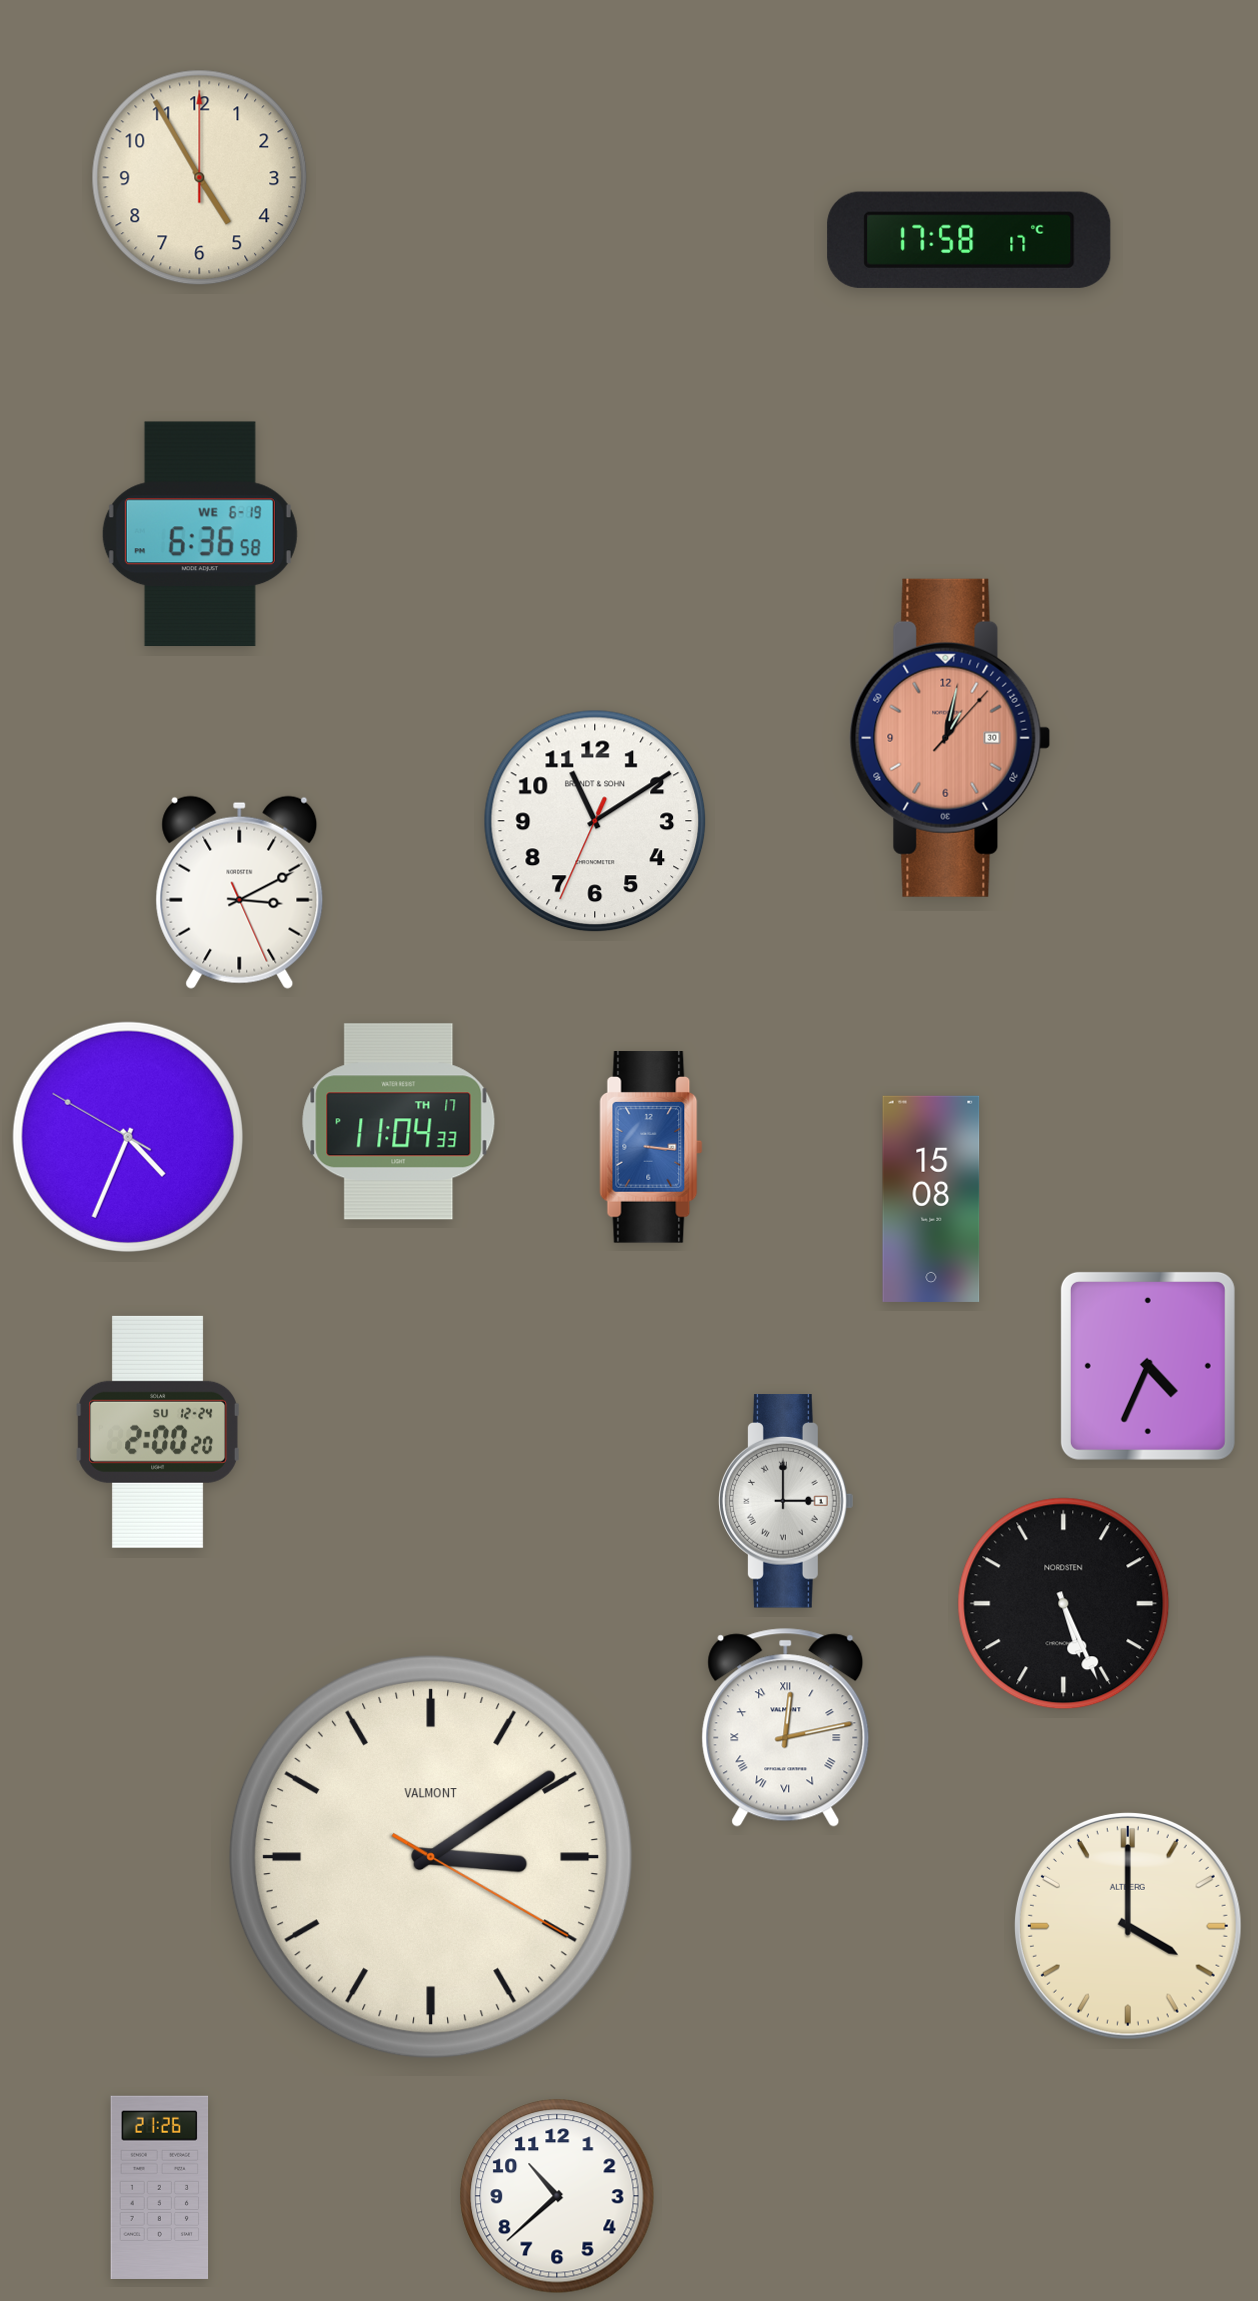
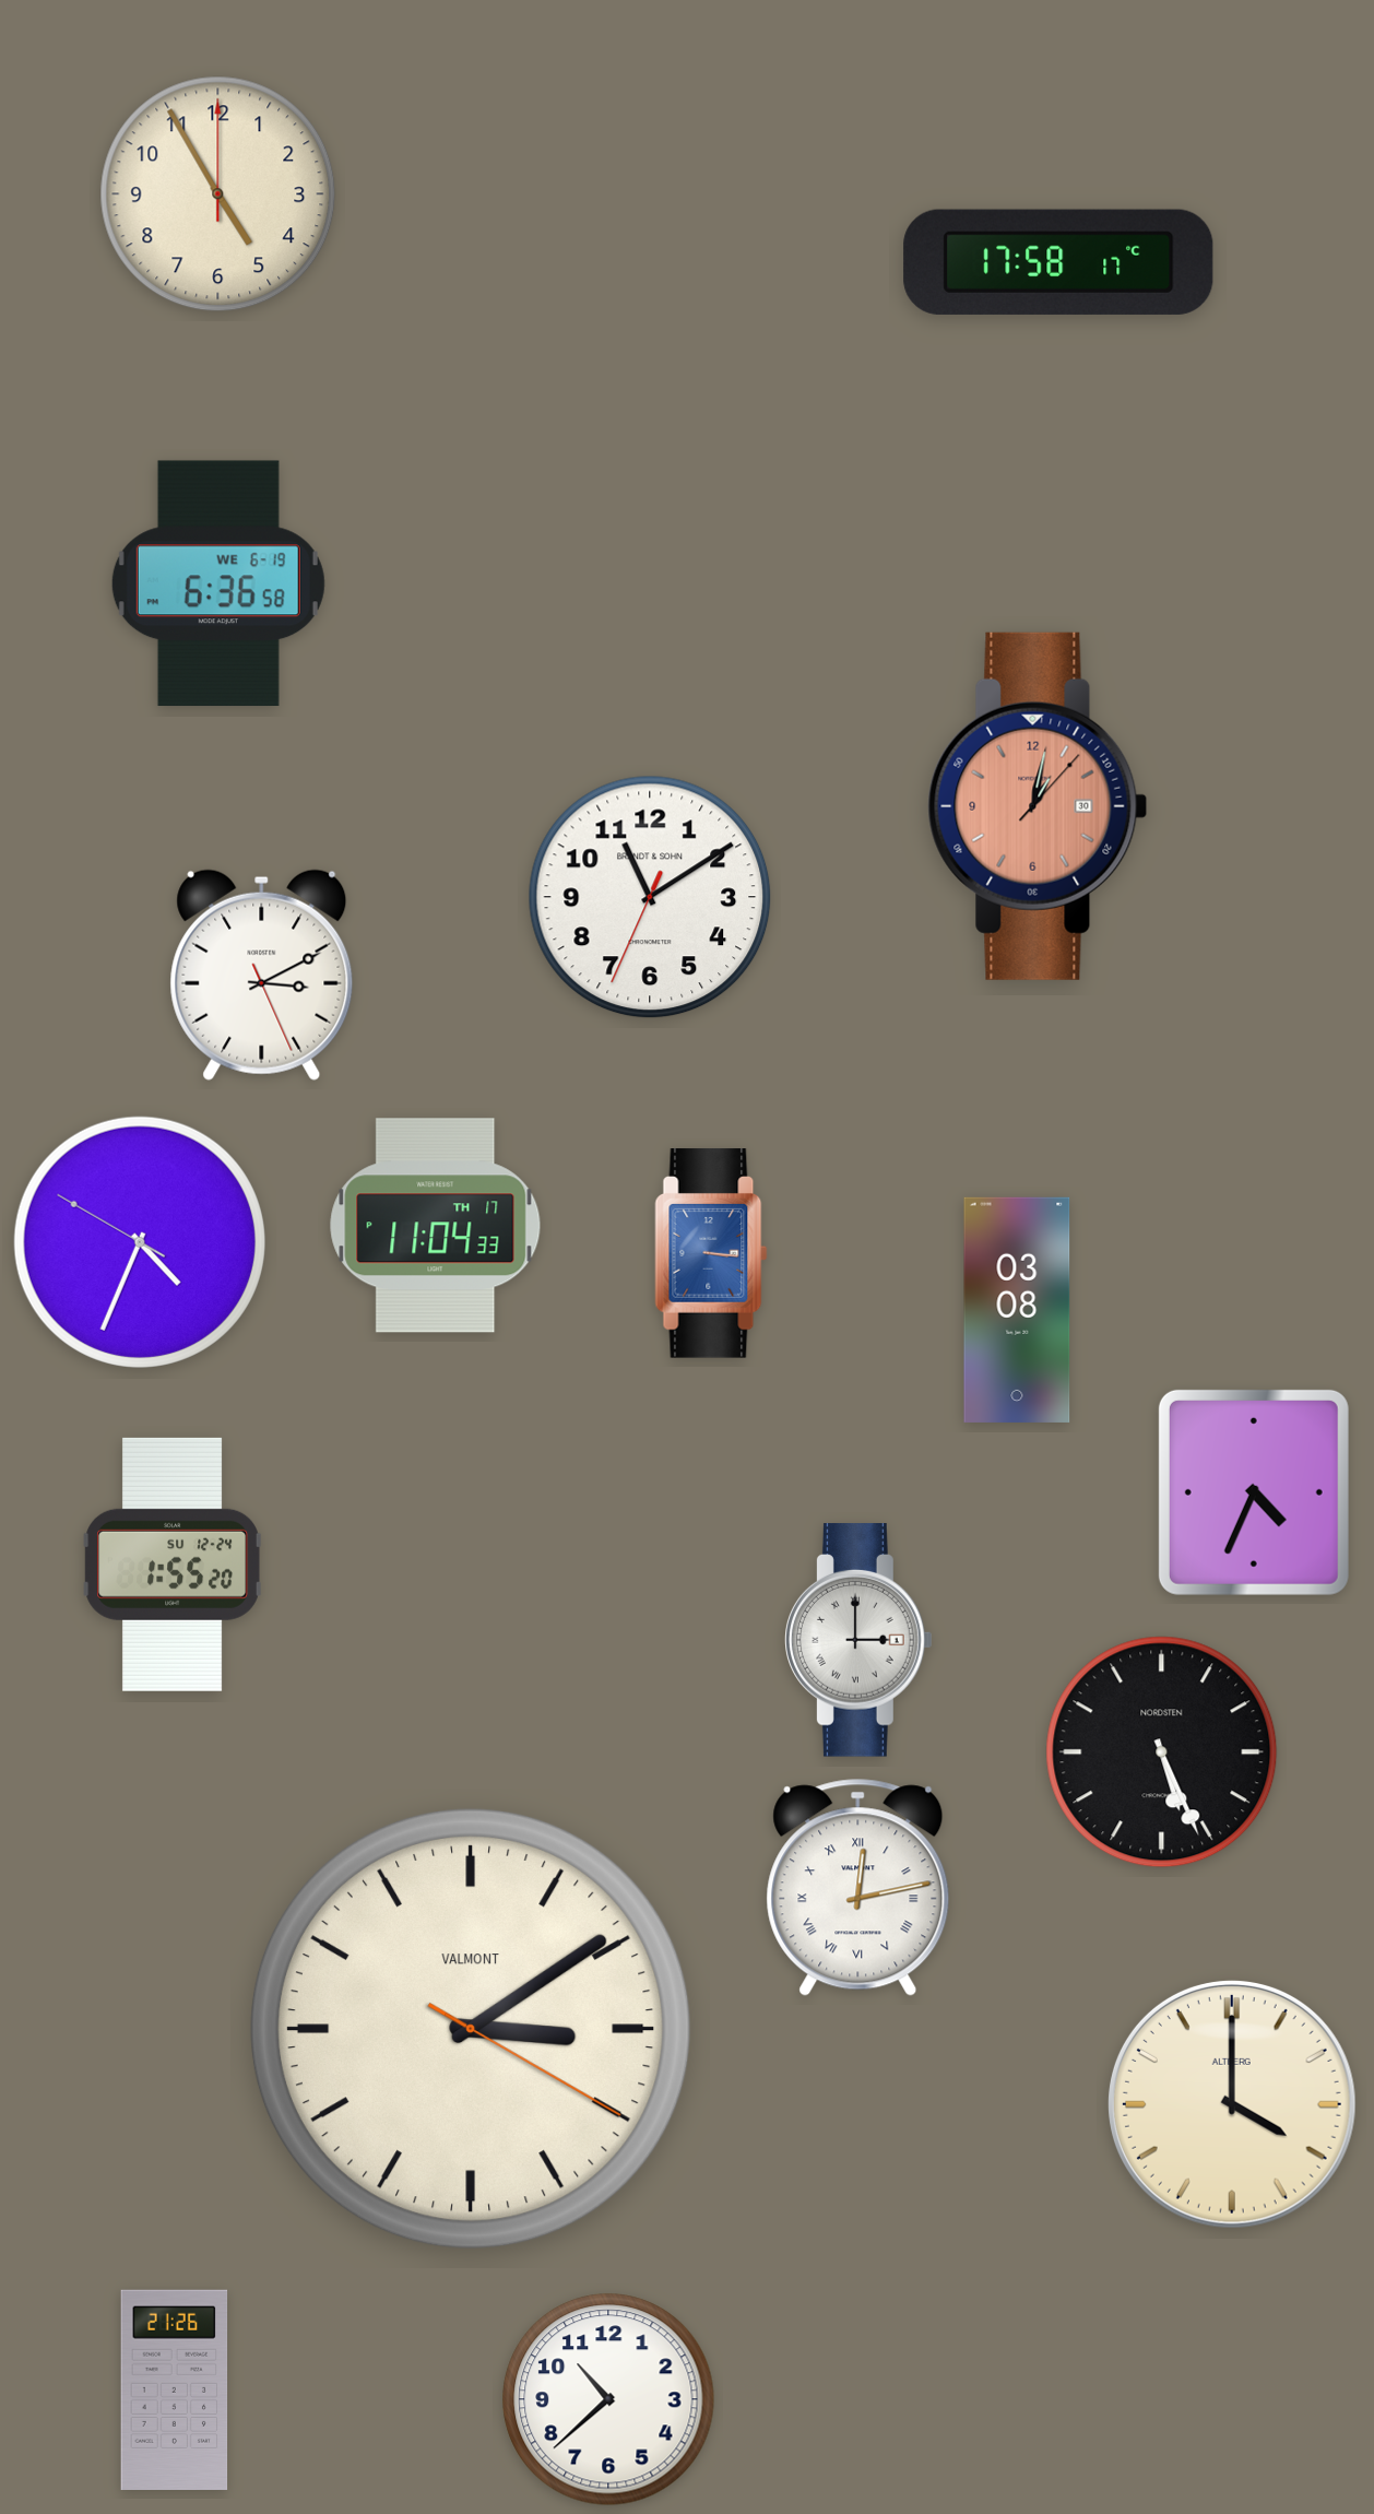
clock at (931, 1199): 15:08 -> 03:08
clock at (158, 1432): 2:00 -> 1:55
